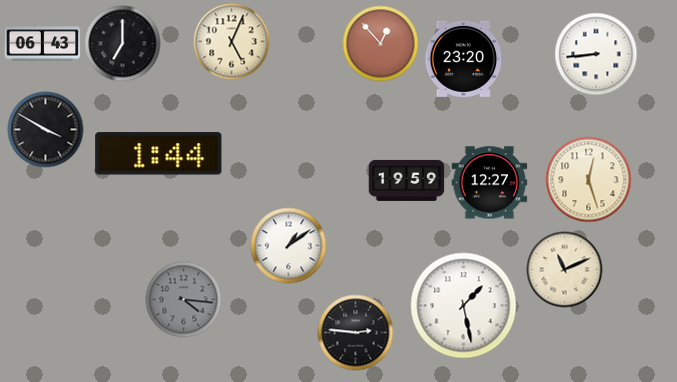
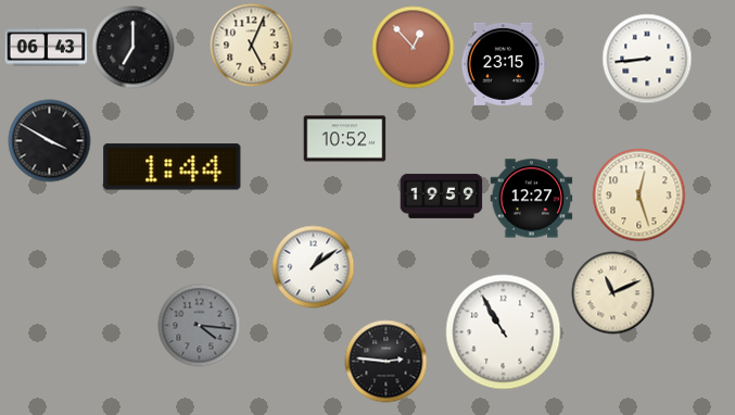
clock at (463, 59): 23:20 -> 23:15
clock at (345, 139): none -> 10:52
clock at (464, 306): 1:28 -> 10:55
